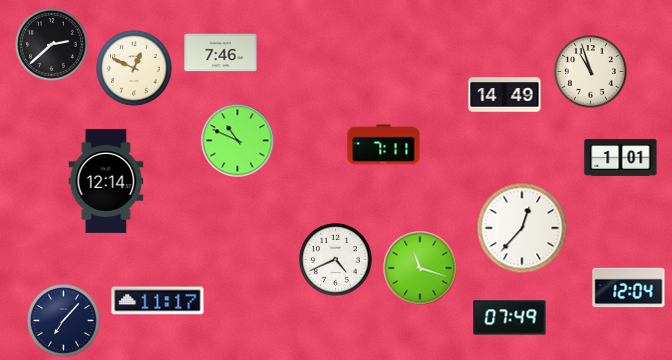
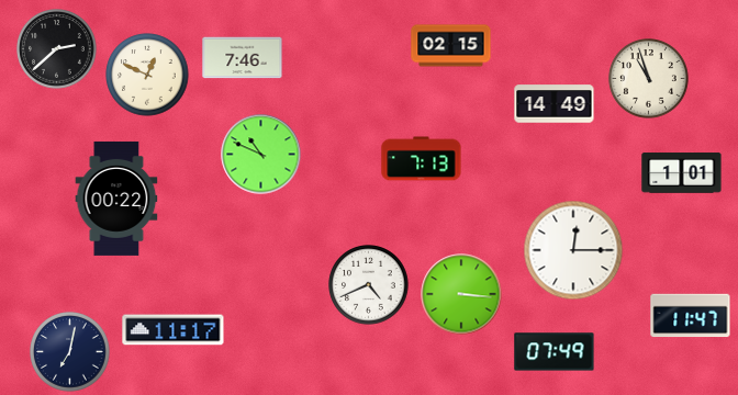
clock at (451, 46): none -> 02:15
clock at (384, 145): 7:11 -> 7:13
clock at (106, 181): 12:14 -> 00:22
clock at (522, 228): 12:37 -> 12:15
clock at (420, 268): 11:18 -> 3:16
clock at (629, 288): 12:04 -> 11:47
clock at (510, 318) position: (510, 318) -> (555, 352)
clock at (64, 321): 7:07 -> 7:02
